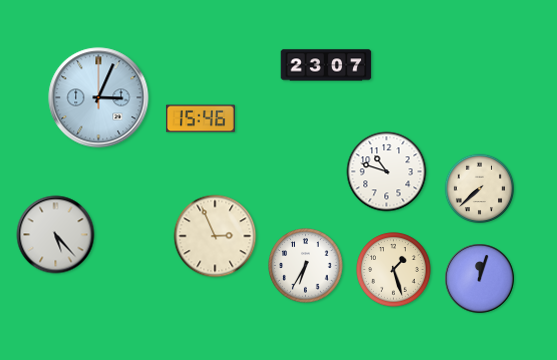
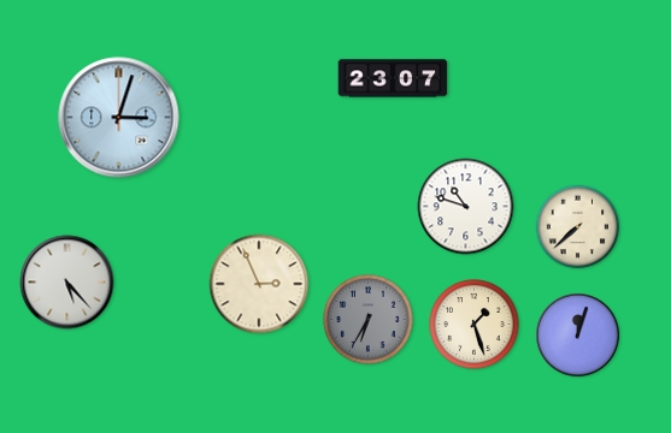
clock at (99, 98): 3:04 -> 3:03
clock at (200, 119): 15:46 -> none
clock at (306, 266) dial: white -> grey
